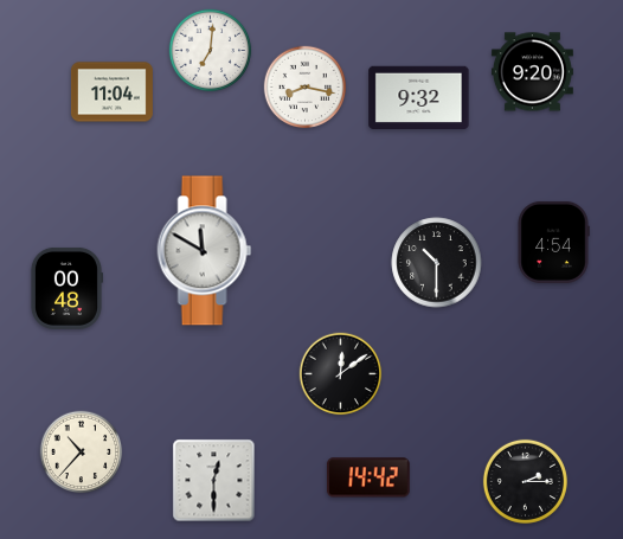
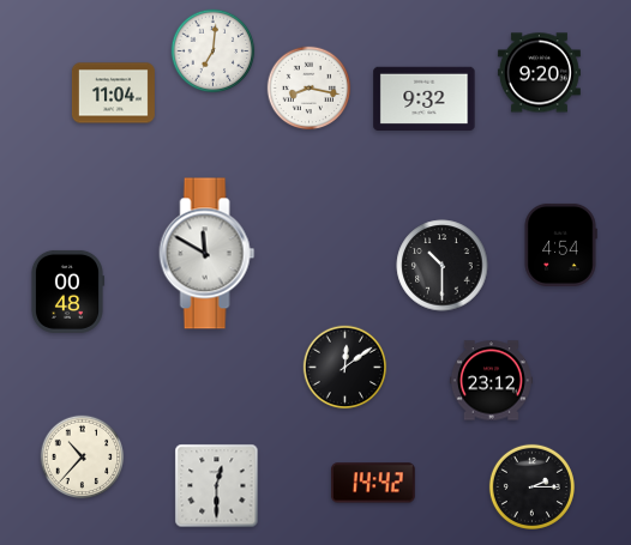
clock at (341, 374) position: (341, 374) -> (345, 368)
clock at (491, 381): none -> 23:12
